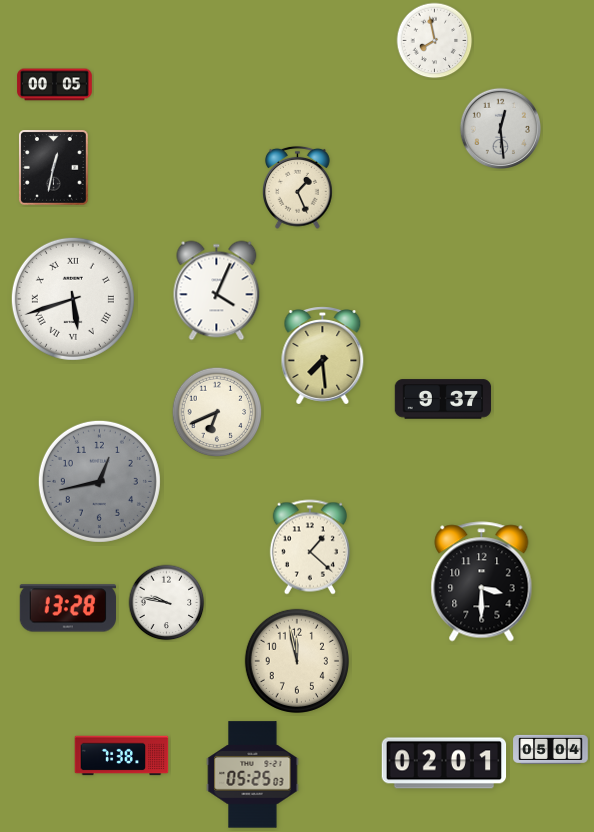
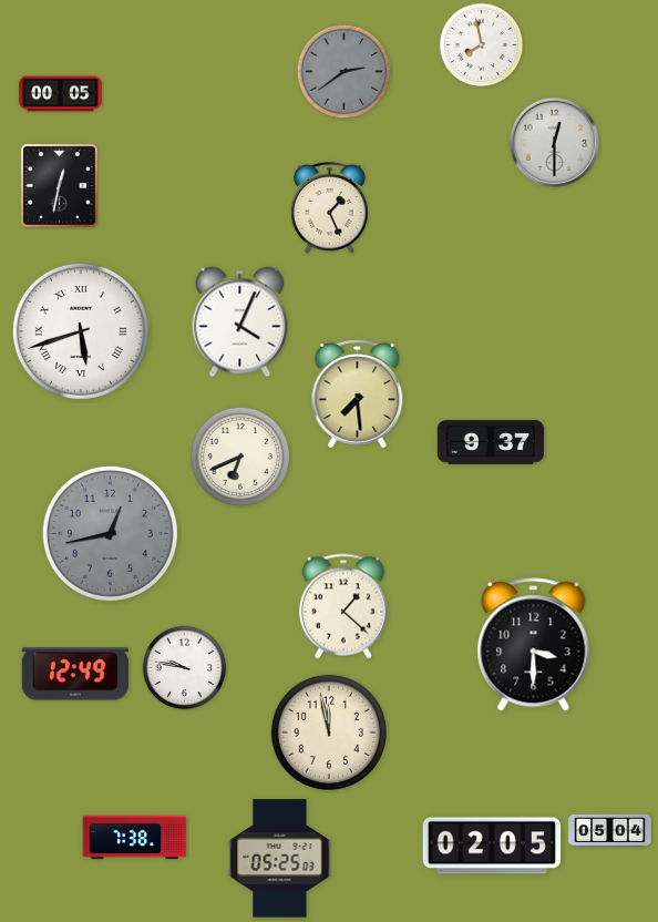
clock at (345, 72): none -> 2:39
clock at (500, 128): 12:29 -> 12:30
clock at (67, 608): 13:28 -> 12:49
clock at (444, 763): 02:01 -> 02:05
